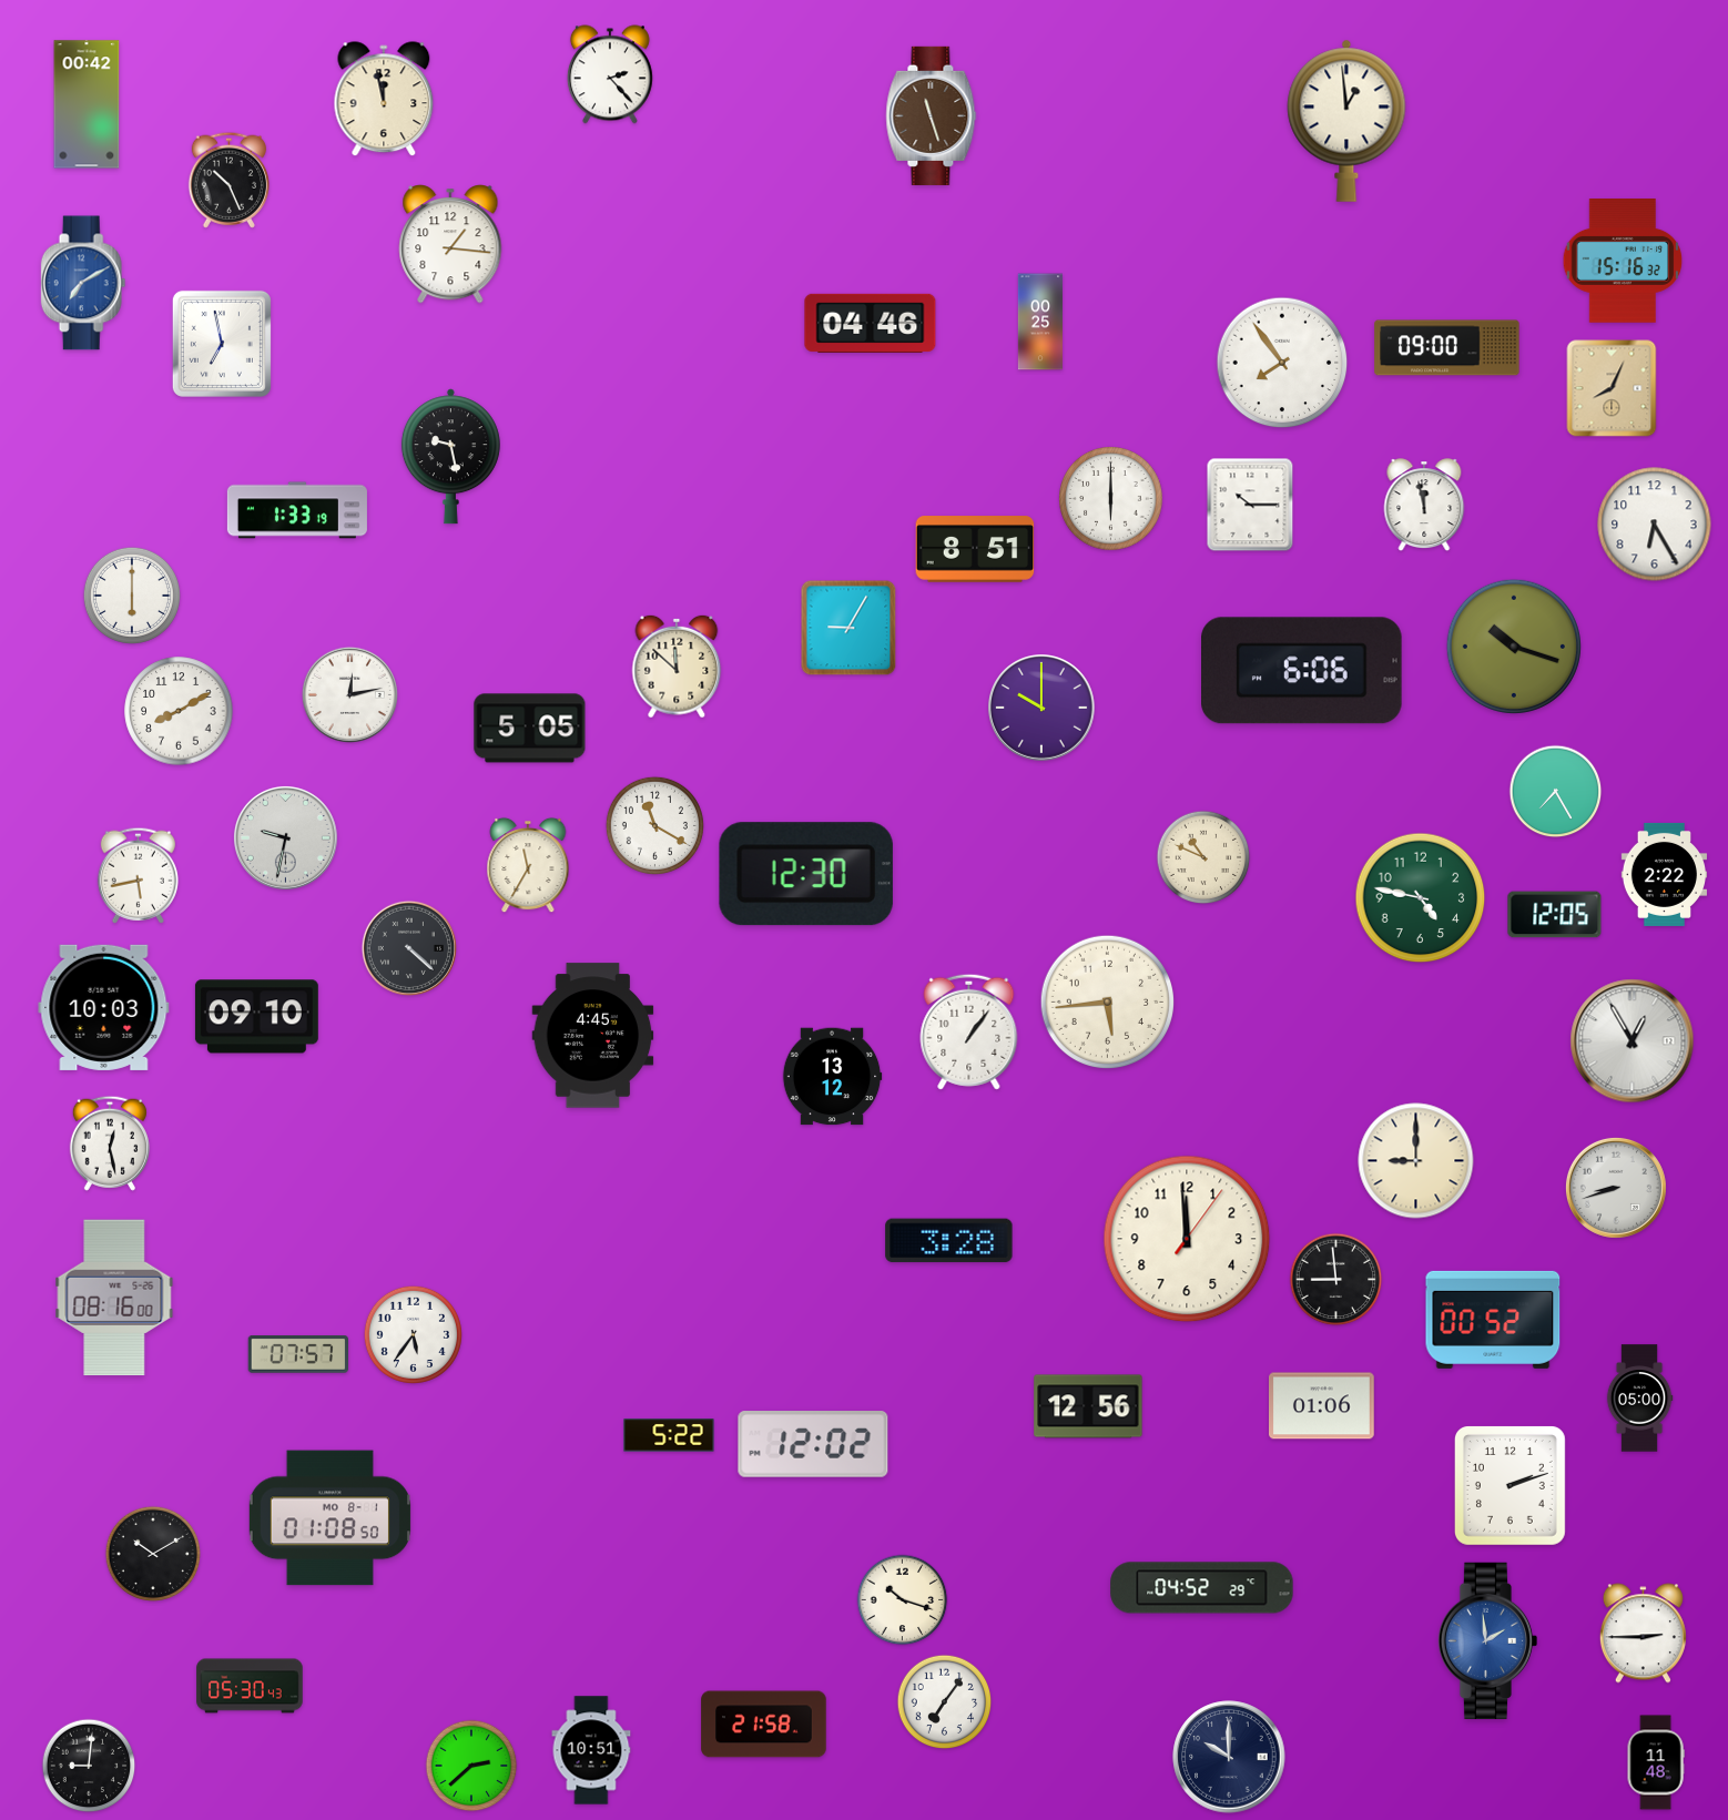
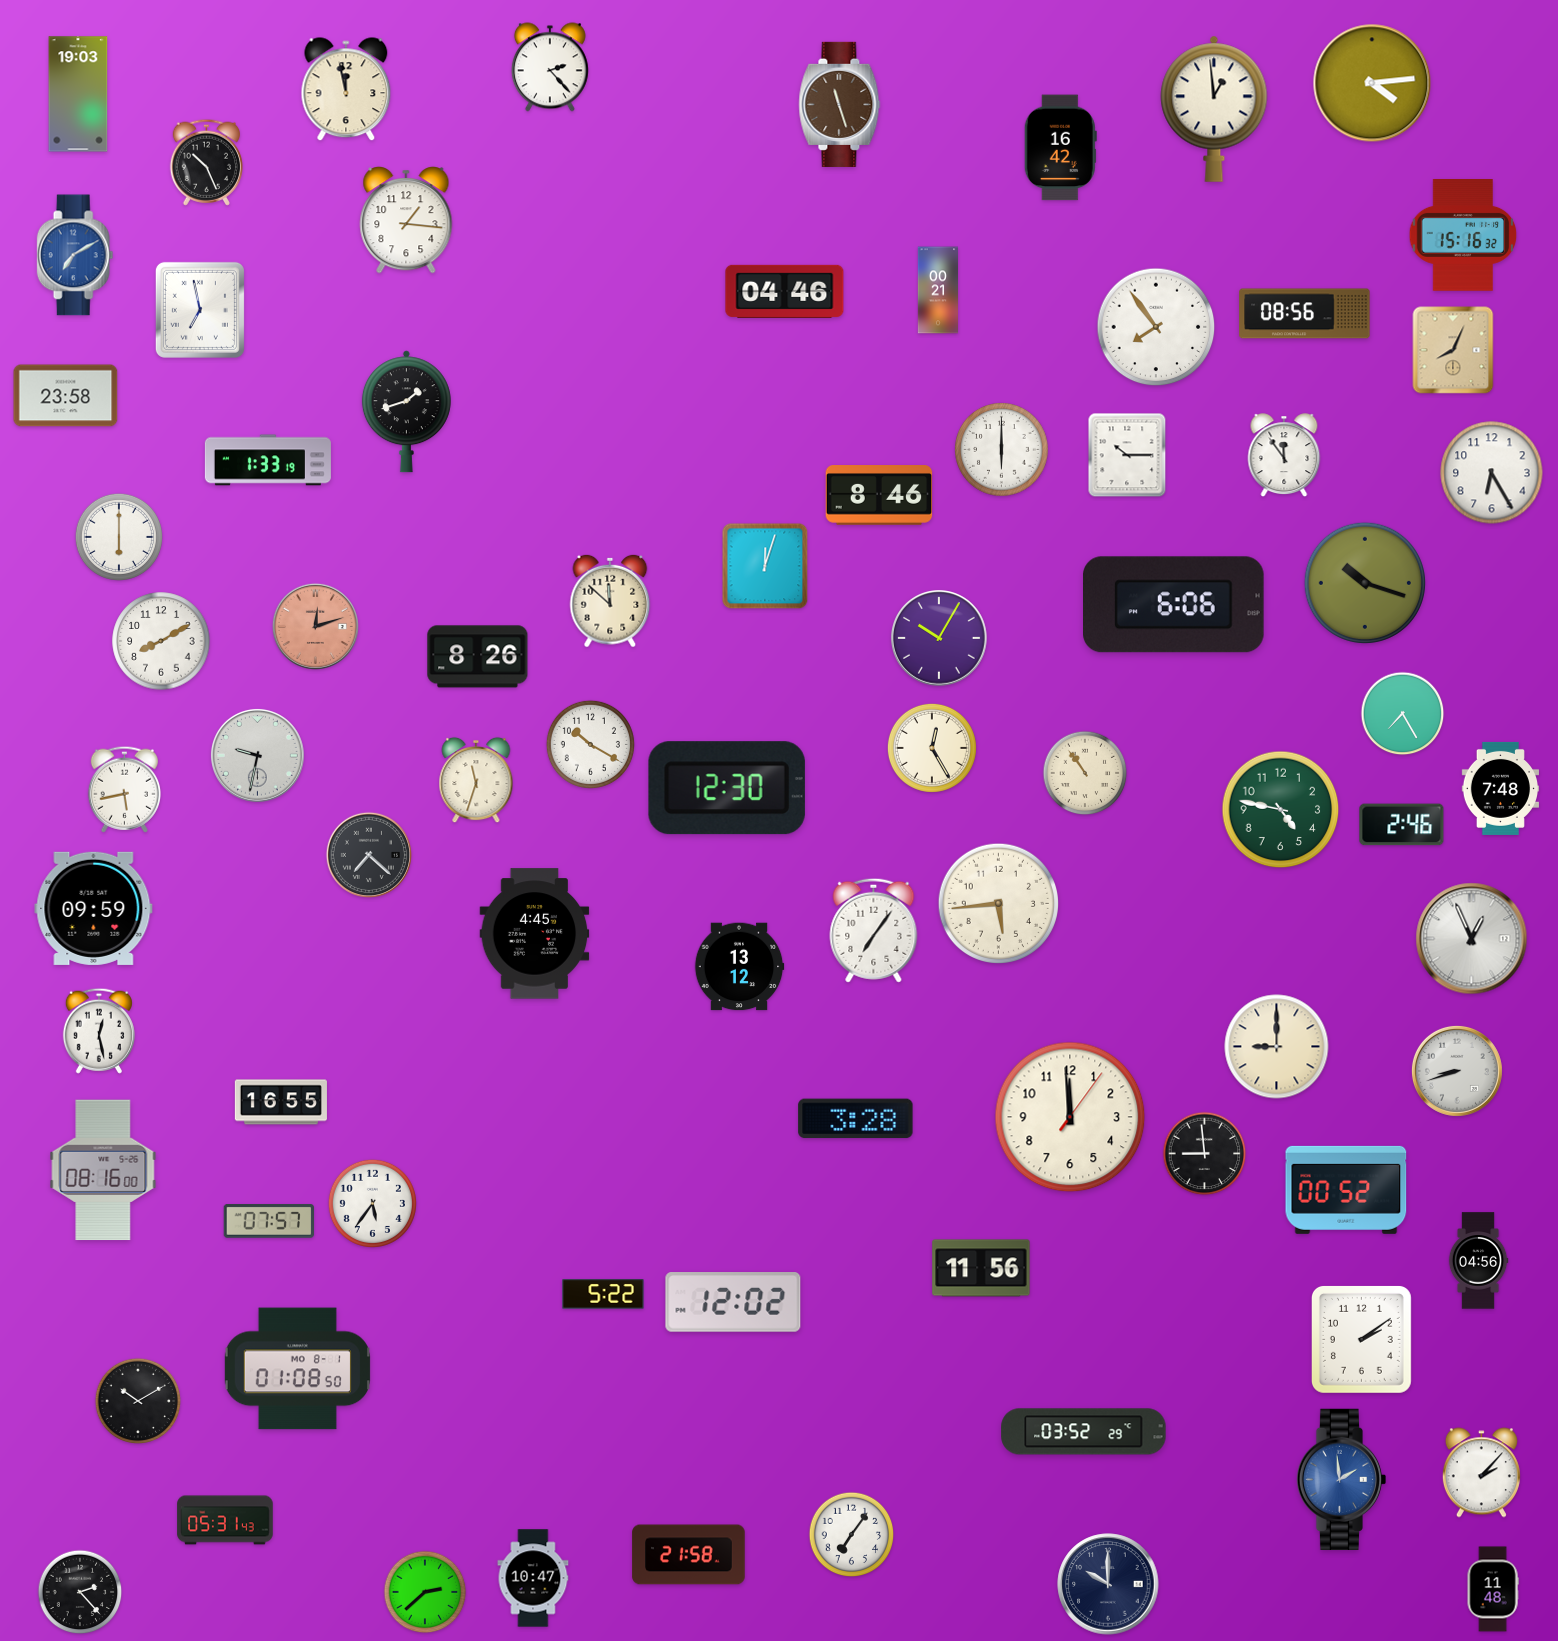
clock at (1372, 83): none -> 4:14
clock at (87, 104): 00:42 -> 19:03
clock at (1060, 148): none -> 16:42
clock at (1039, 322): 00:25 -> 00:21
clock at (1447, 348): 09:00 -> 08:56
clock at (66, 396): none -> 23:58
clock at (450, 457): 9:28 -> 1:42
clock at (1424, 506): 11:58 -> 11:54
clock at (975, 549): 8:51 -> 8:46
clock at (848, 628): 9:05 -> 12:03
clock at (349, 694): 12:13 -> 12:12
clock at (349, 694) dial: white -> salmon
clock at (1043, 709): 10:00 -> 10:05
clock at (530, 729): 5:05 -> 8:26
clock at (654, 825): 11:20 -> 10:20
clock at (932, 748): none -> 12:25
clock at (1203, 857): 10:49 -> 10:54
clock at (528, 865): 11:35 -> 11:33
clock at (1664, 874): 2:22 -> 7:48
clock at (1555, 915): 12:05 -> 2:46
clock at (409, 948): 4:22 -> 7:22
clock at (104, 1007): 10:03 -> 09:59
clock at (256, 1017): 09:10 -> none
clock at (969, 1031): 1:06 -> 7:06
clock at (1633, 1041): 12:55 -> 12:56
clock at (832, 1077) position: (832, 1077) -> (739, 967)
clock at (281, 1102): none -> 16:55
clock at (1639, 1399): 05:00 -> 04:56
clock at (1088, 1406): 12:56 -> 11:56
clock at (1322, 1406): 01:06 -> none
clock at (1510, 1485): 2:12 -> 2:09
clock at (1202, 1588): 04:52 -> 03:52
clock at (903, 1600): 10:18 -> none
clock at (1643, 1634): 2:45 -> 2:07
clock at (250, 1686): 05:30 -> 05:31
clock at (591, 1750): 10:51 -> 10:47
clock at (89, 1766): 9:01 -> 2:23
